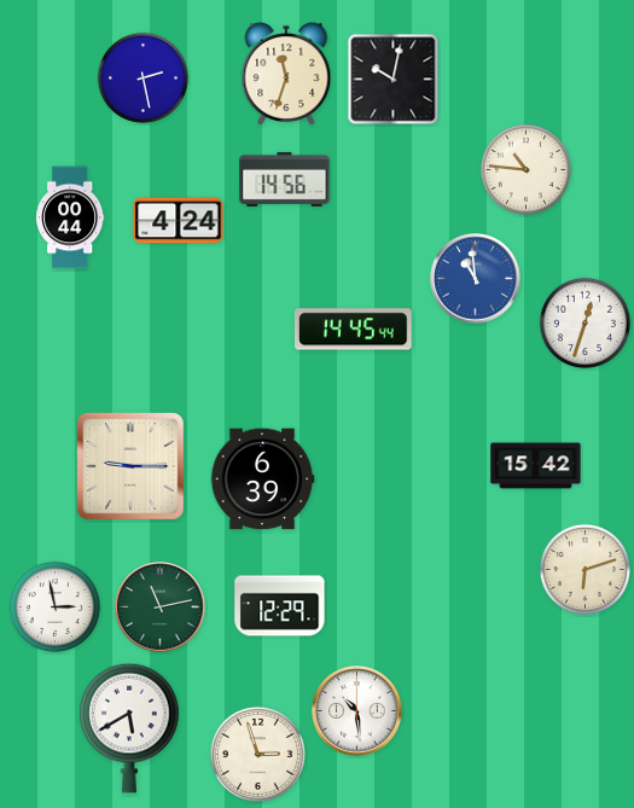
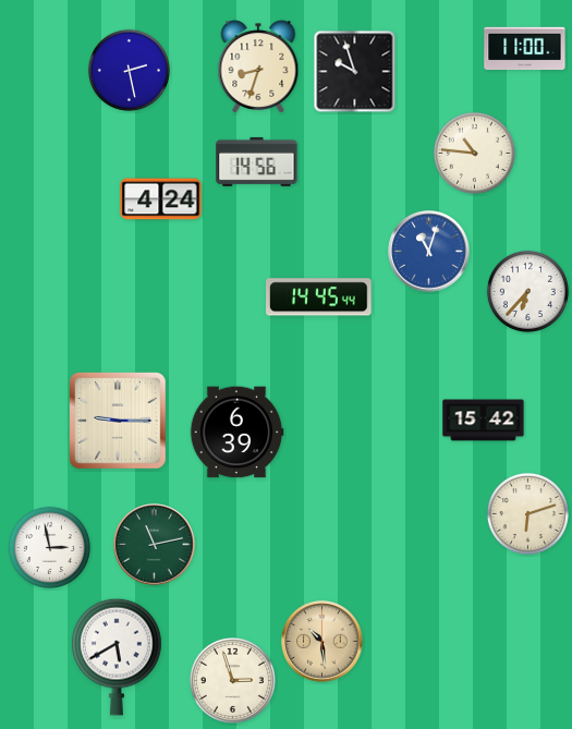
clock at (525, 49): none -> 11:00
clock at (286, 74): 11:33 -> 8:33
clock at (394, 80): 10:02 -> 9:57
clock at (70, 217): 00:44 -> none
clock at (476, 279): 10:59 -> 11:03
clock at (584, 322): 12:33 -> 6:37
clock at (280, 606): 12:29 -> none
clock at (161, 608) position: (161, 608) -> (155, 545)
clock at (357, 711) dial: white -> champagne
